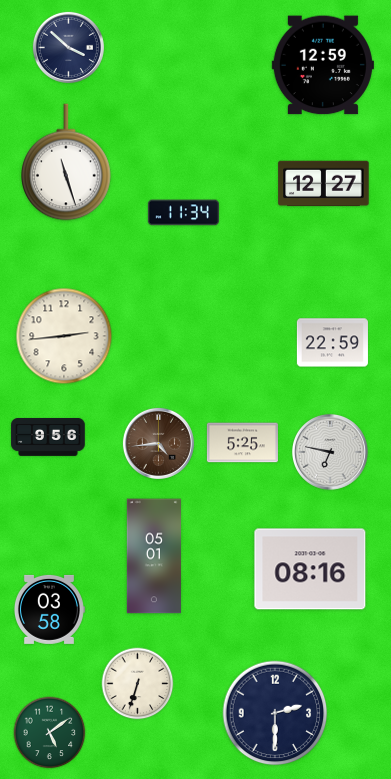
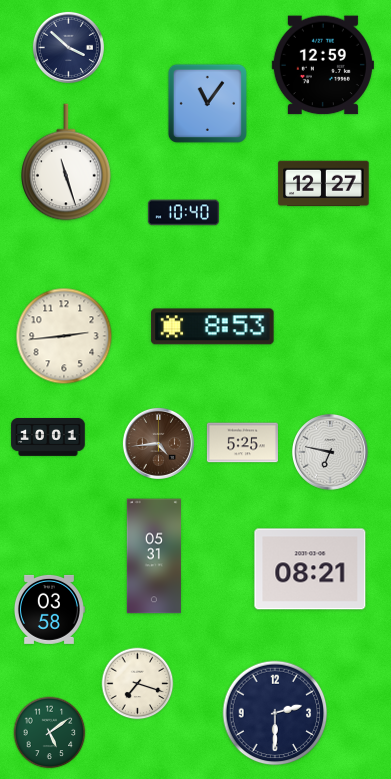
clock at (207, 103): none -> 11:06
clock at (183, 213): 11:34 -> 10:40
clock at (213, 327): none -> 8:53
clock at (332, 343): 22:59 -> none
clock at (48, 438): 9:56 -> 10:01
clock at (154, 556): 05:01 -> 05:31
clock at (310, 569): 08:16 -> 08:21
clock at (138, 684): 6:33 -> 7:18
